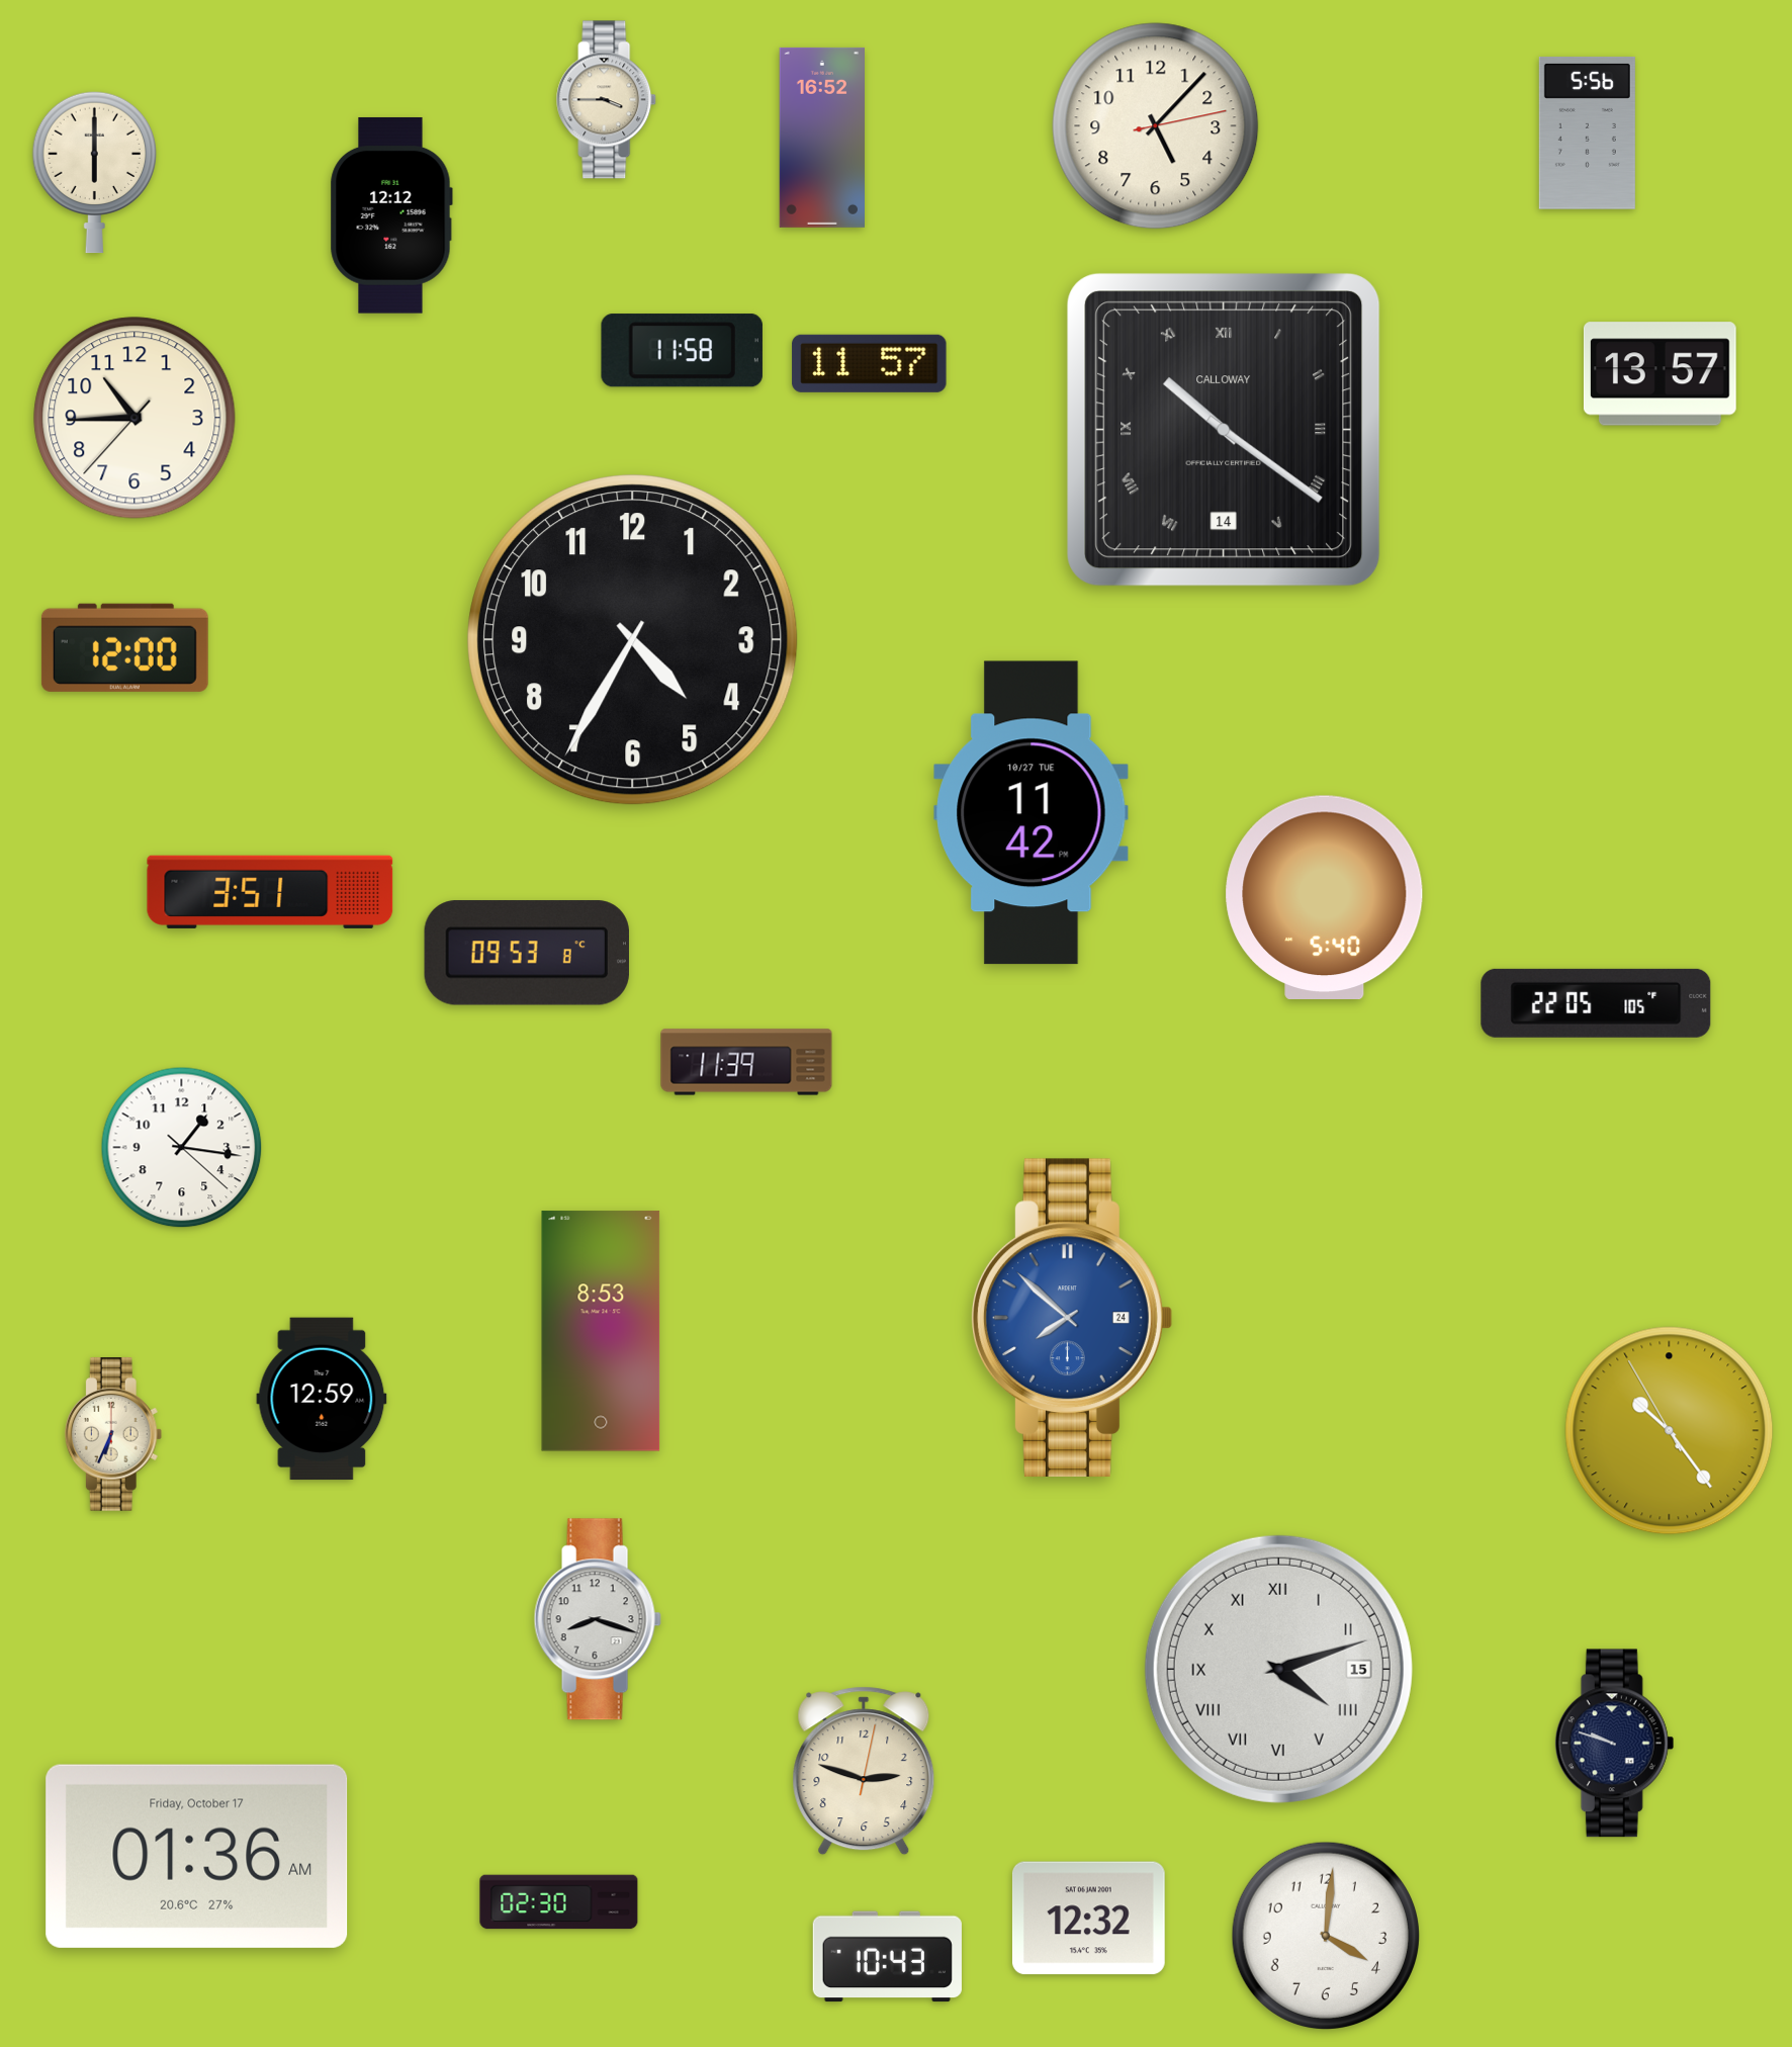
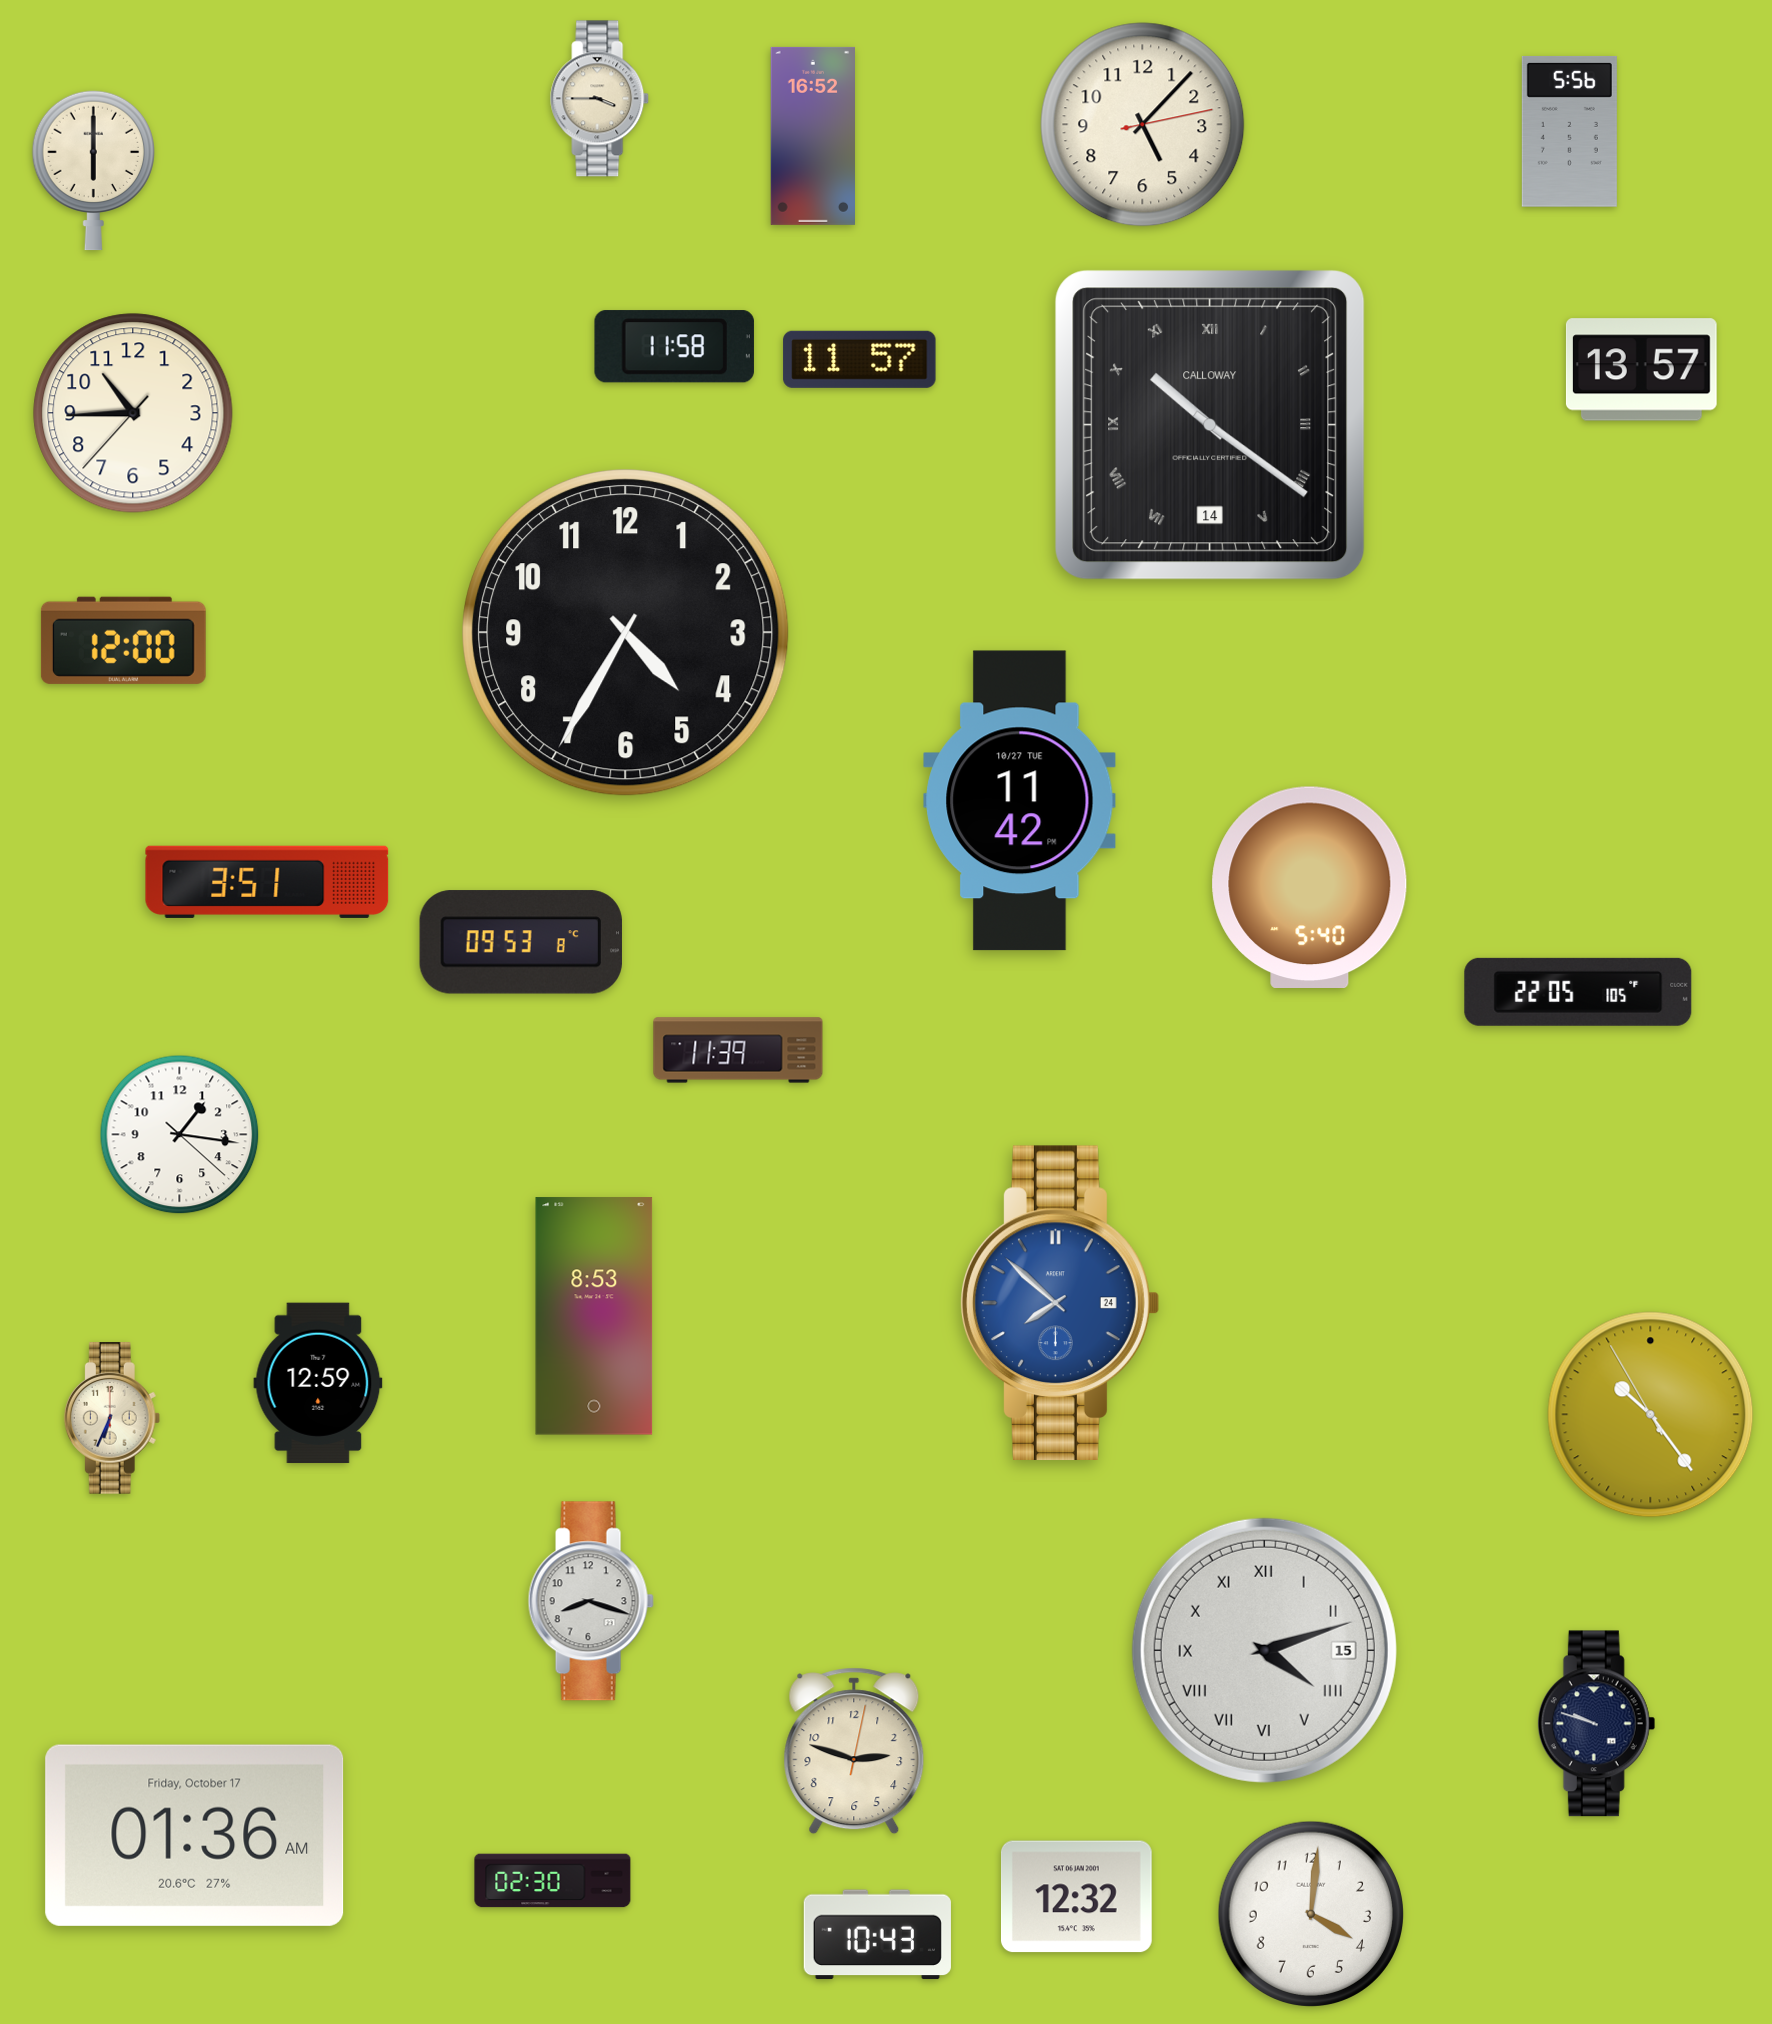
clock at (391, 215): 12:12 -> none
clock at (1032, 813) position: (1032, 813) -> (1020, 801)
